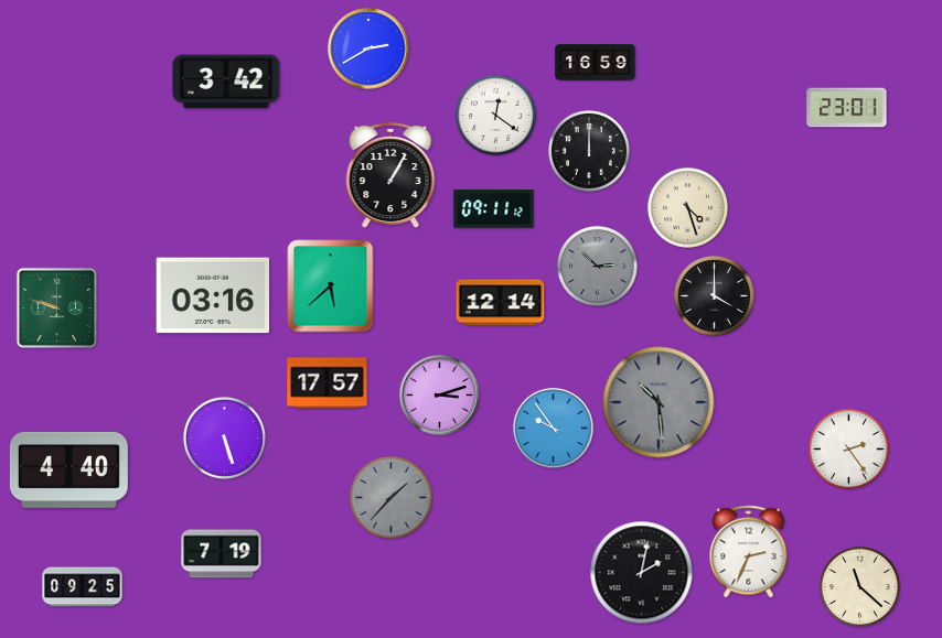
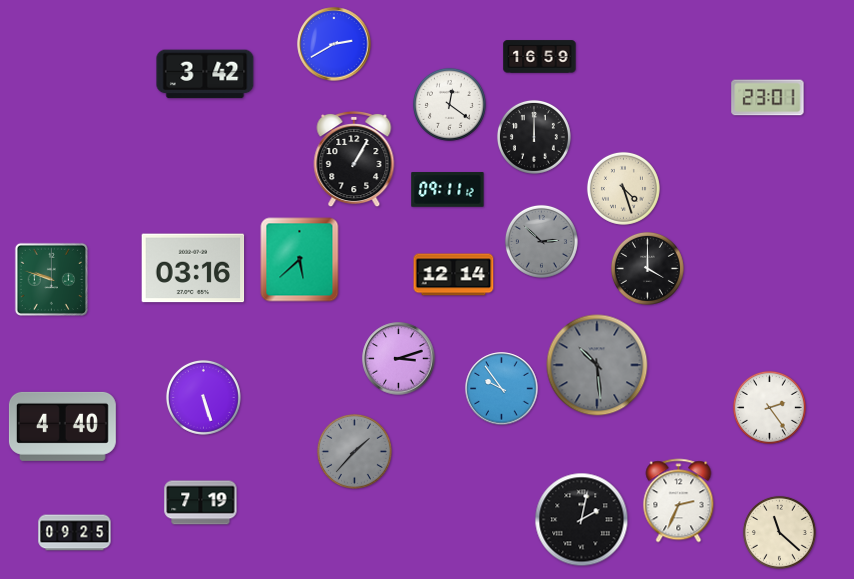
clock at (328, 383): 17:57 -> none
